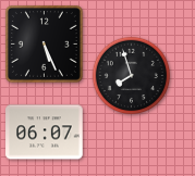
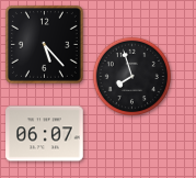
clock at (44, 43): 5:26 -> 5:23
